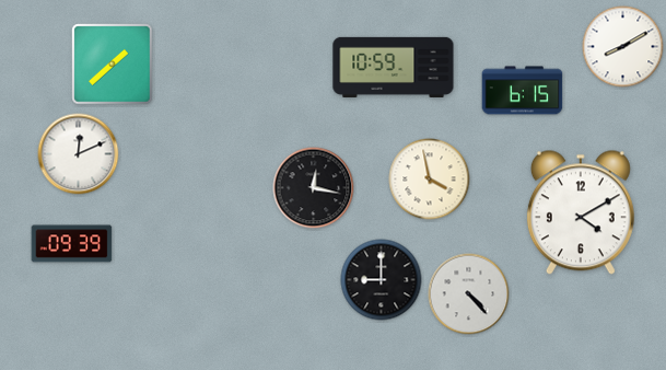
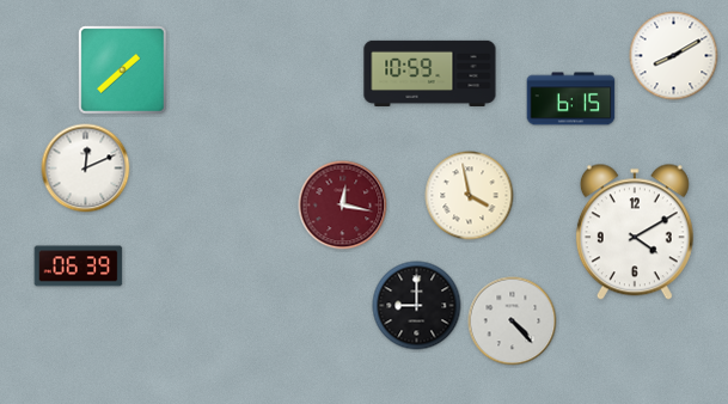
clock at (623, 47) position: (623, 47) -> (674, 56)
clock at (314, 188) dial: black -> burgundy
clock at (72, 244): 09:39 -> 06:39
